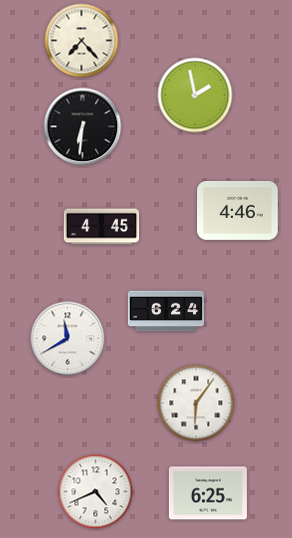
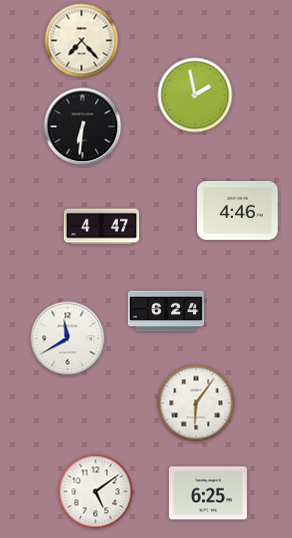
clock at (102, 227): 4:45 -> 4:47
clock at (96, 492): 4:41 -> 5:09
